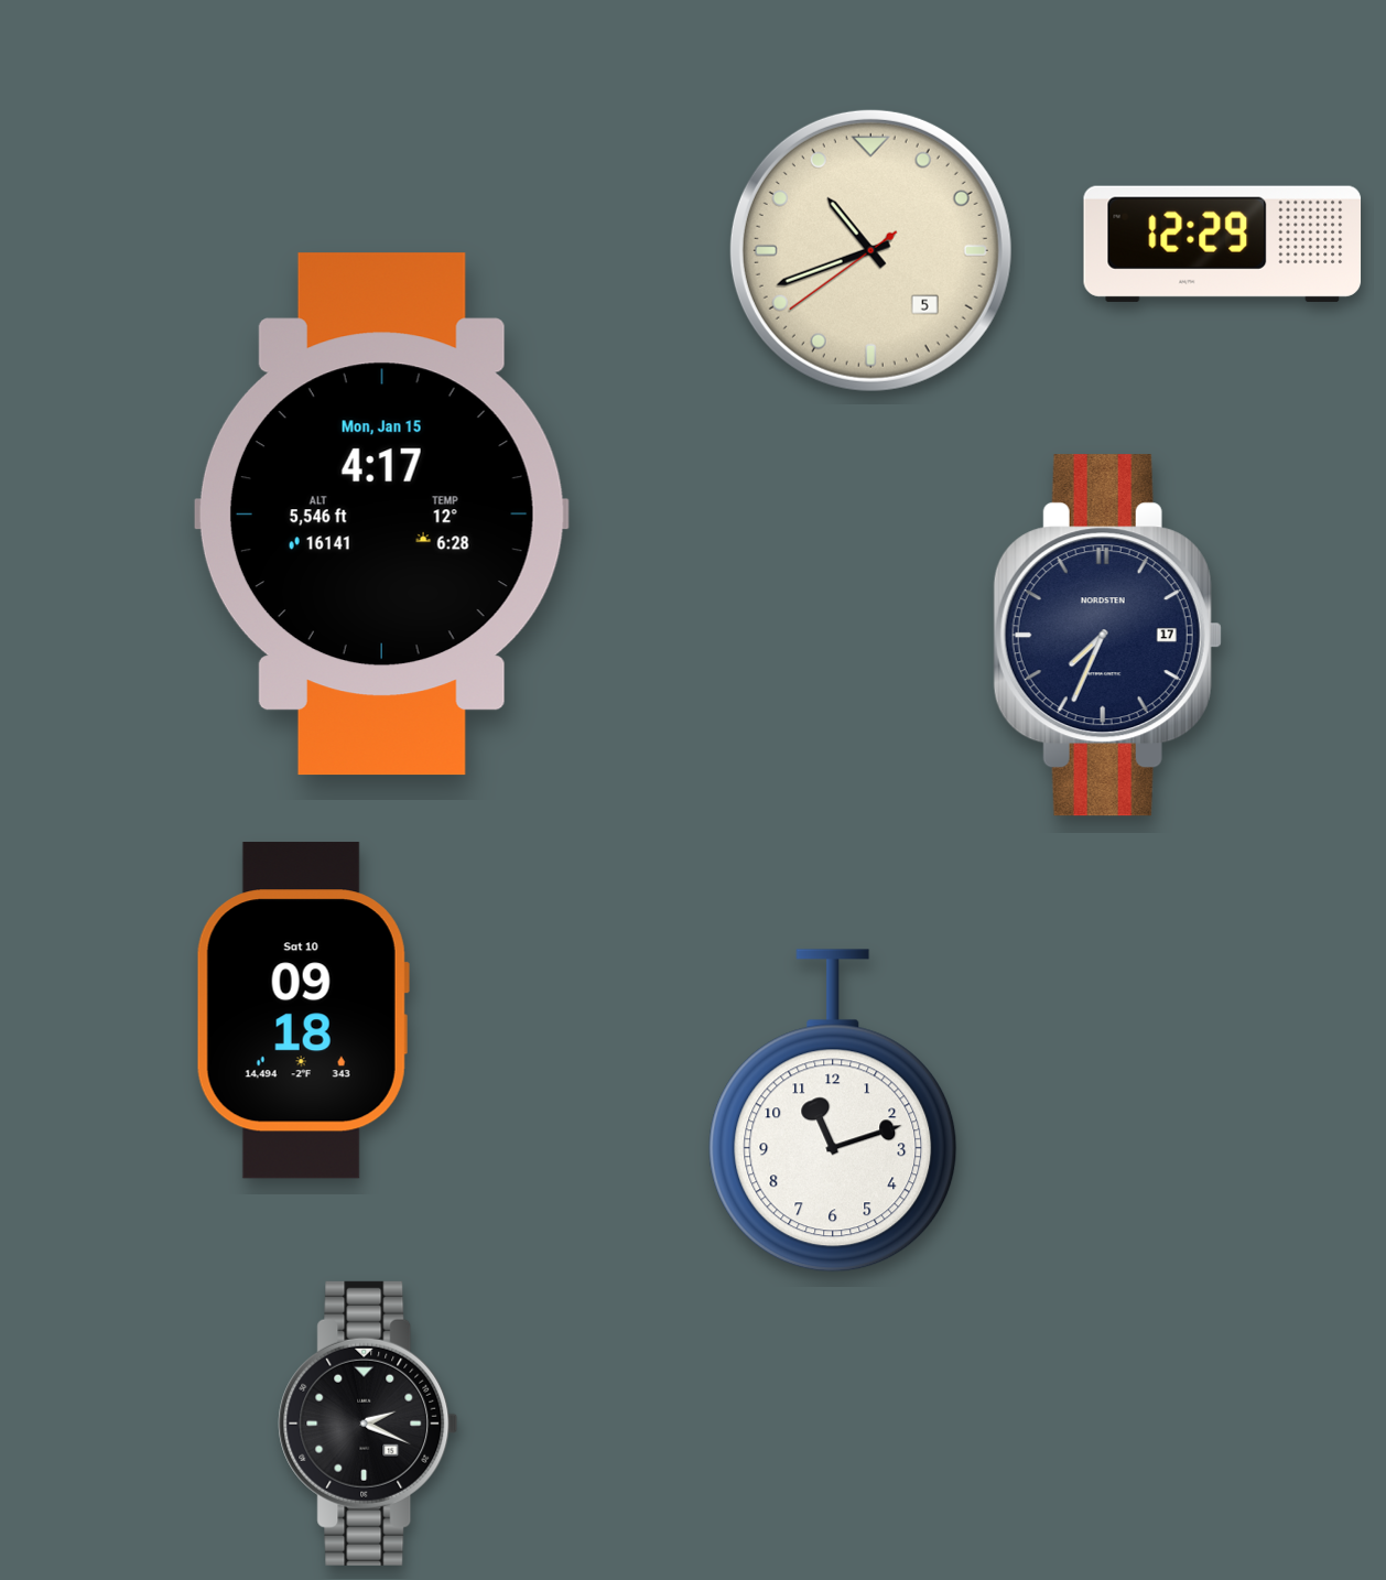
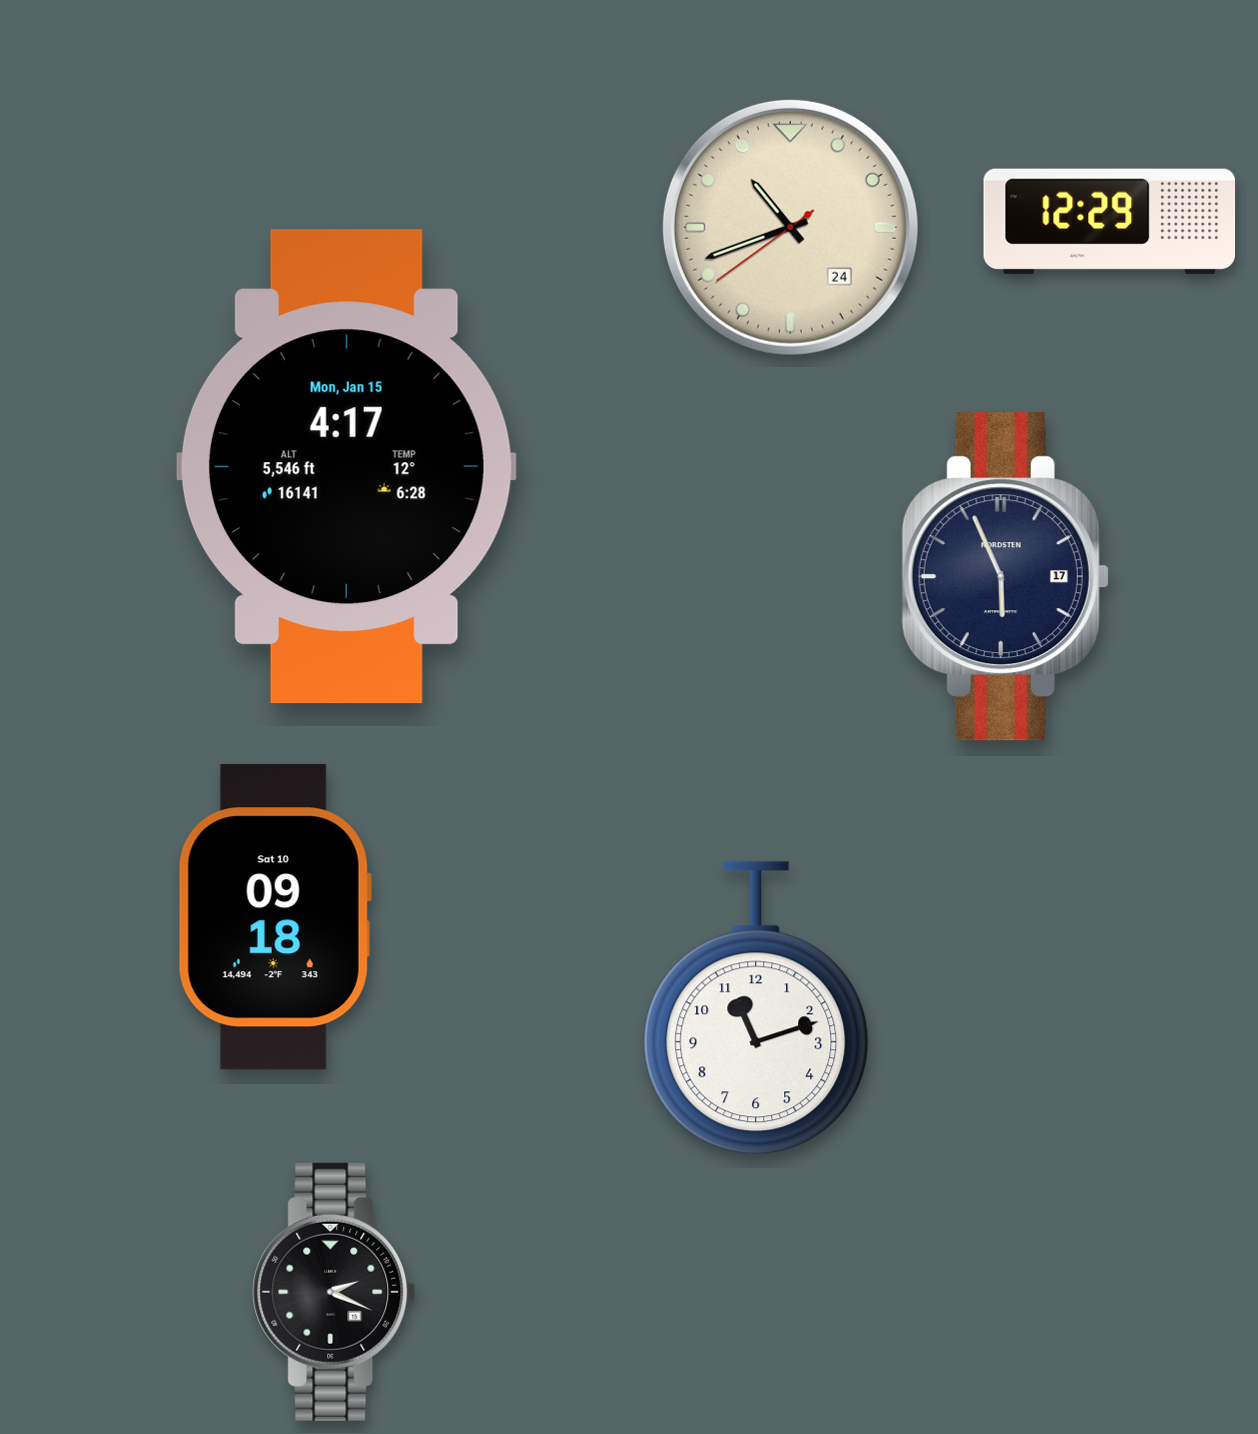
clock at (870, 250) date: 5 -> 24
clock at (1107, 636): 7:34 -> 5:56
